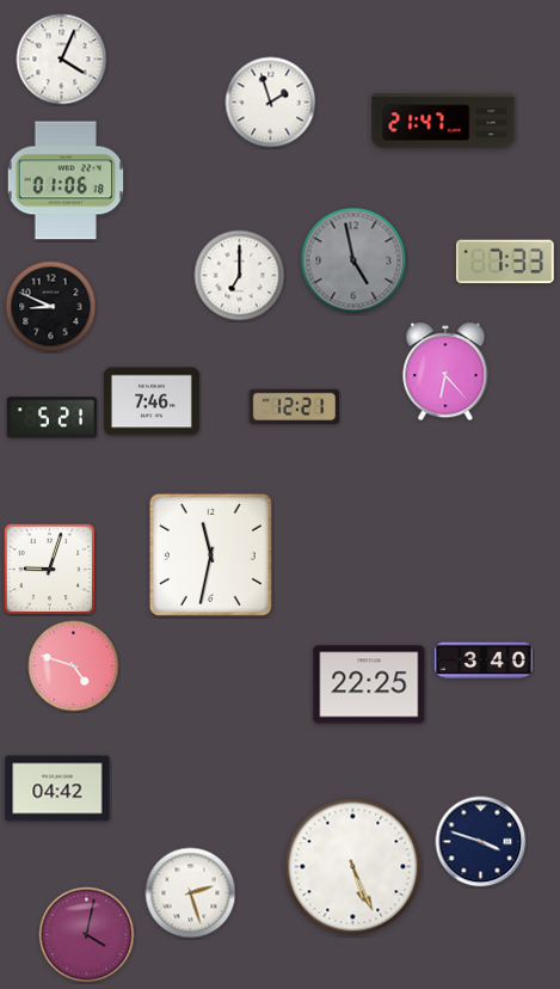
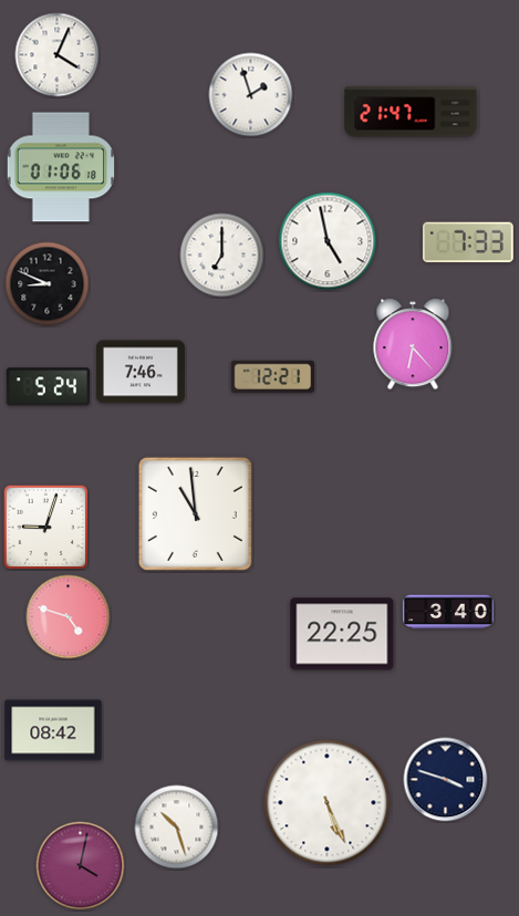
clock at (353, 260) dial: grey -> white
clock at (53, 418): 5:21 -> 5:24
clock at (210, 554): 11:32 -> 10:59
clock at (57, 788): 04:42 -> 08:42
clock at (191, 893): 2:27 -> 10:27
